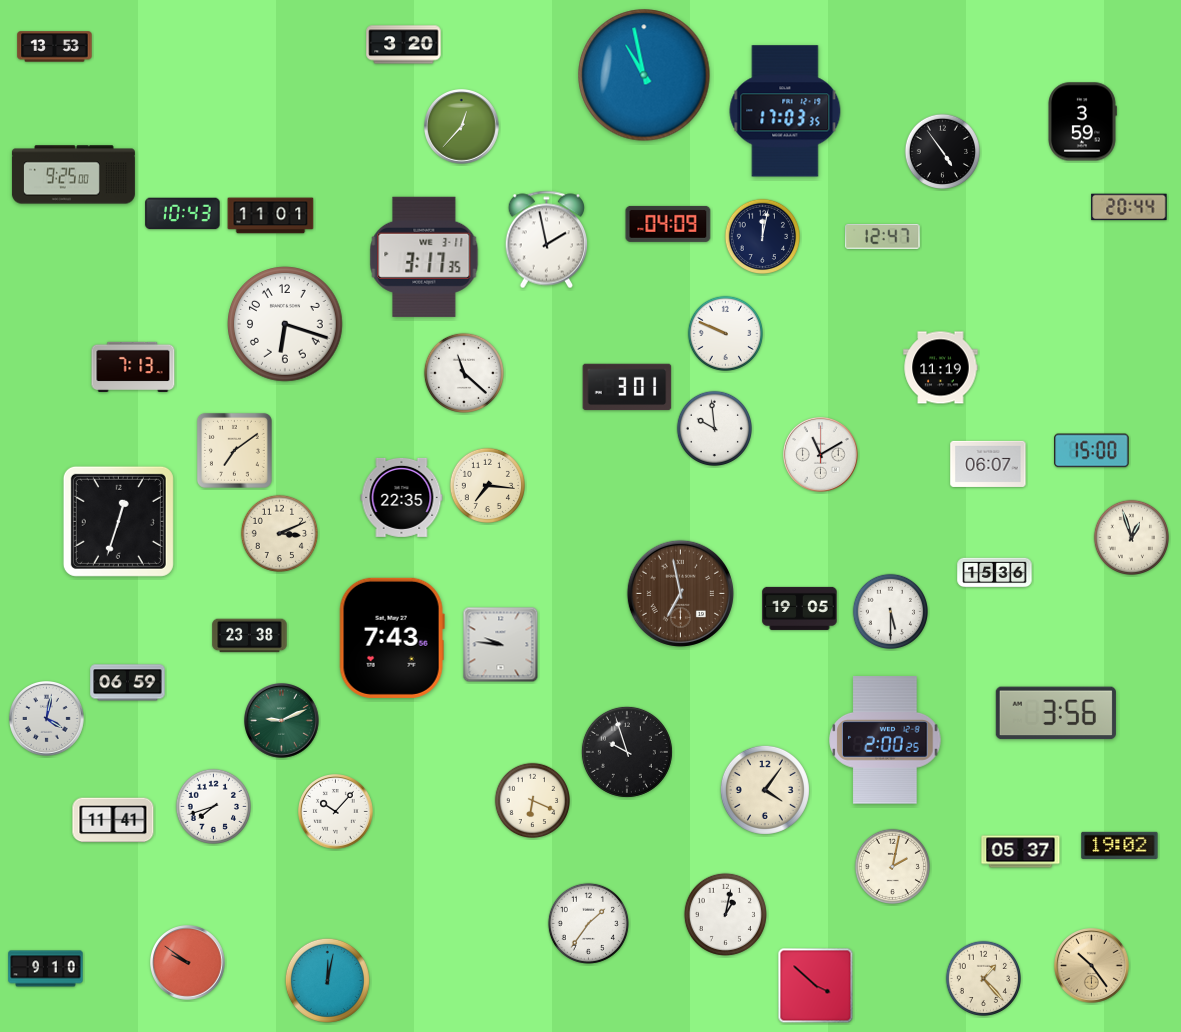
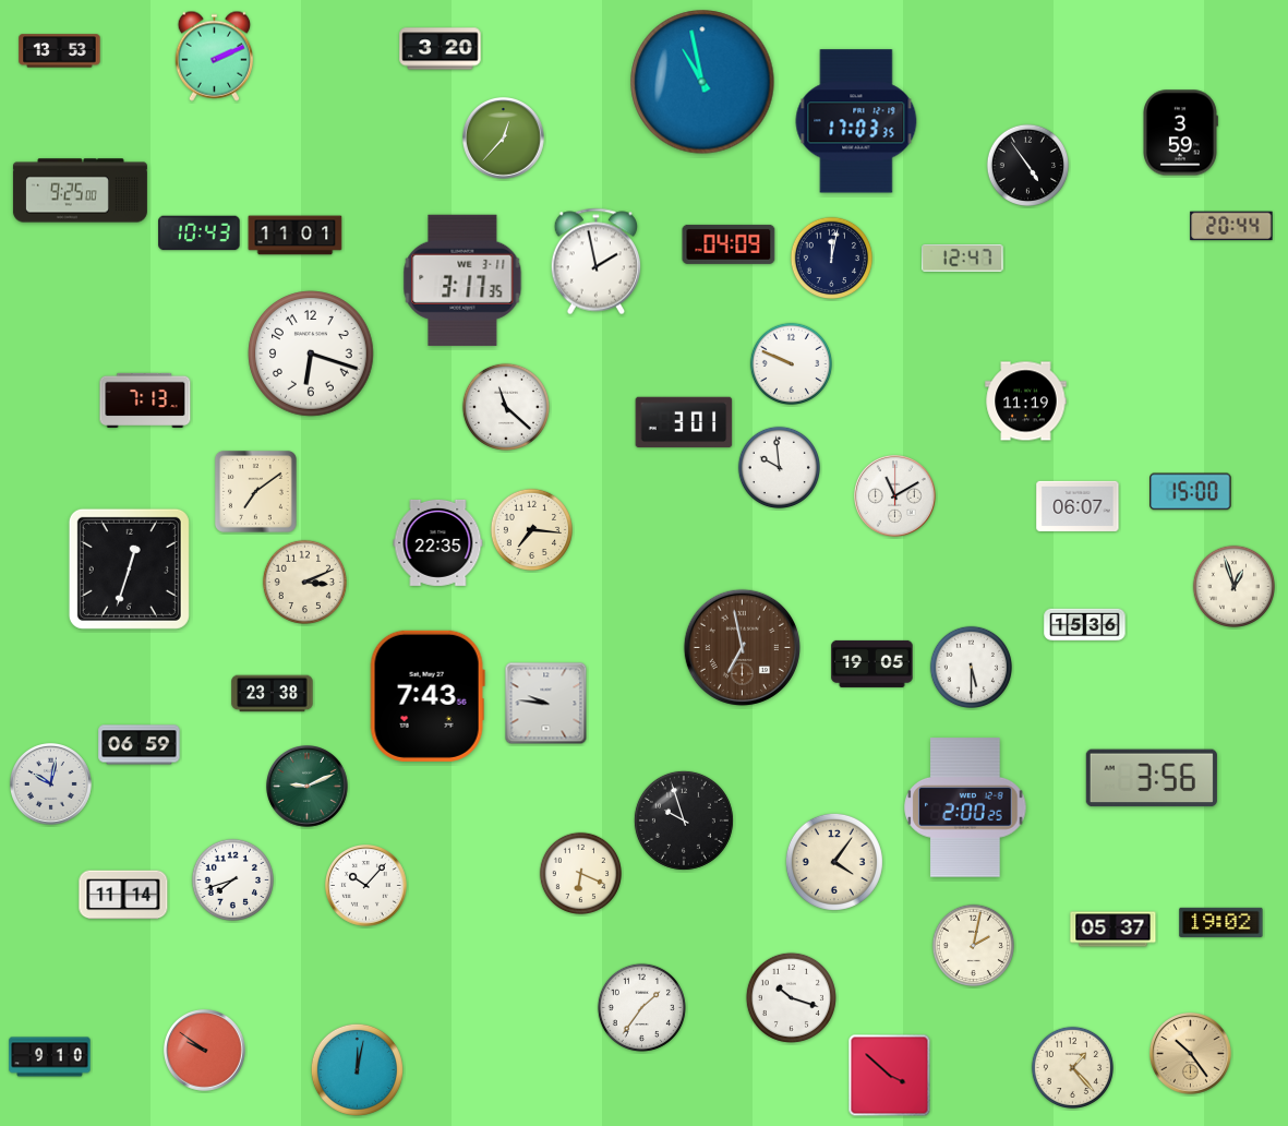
clock at (214, 56): none -> 2:11
clock at (47, 719): 4:02 -> 10:02
clock at (113, 820): 11:41 -> 11:14
clock at (725, 914): 1:02 -> 10:18
